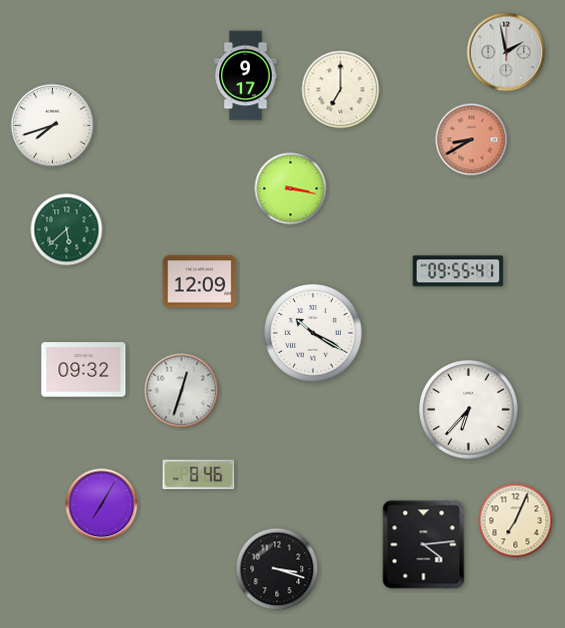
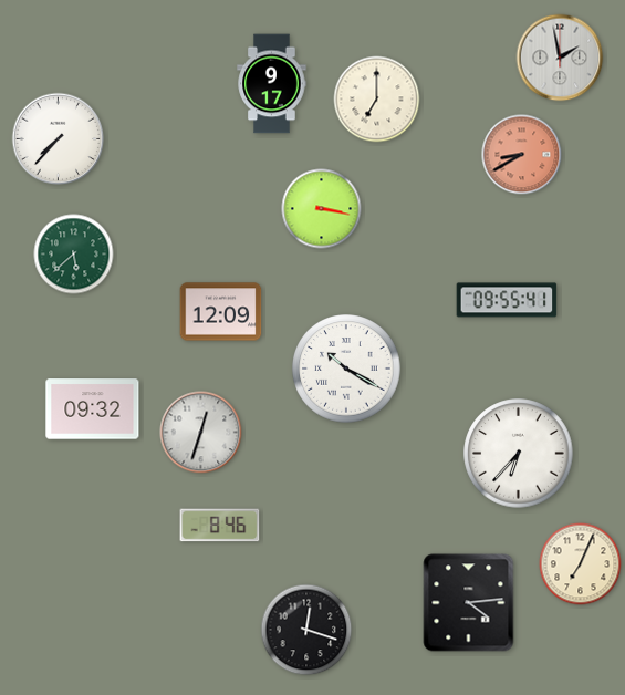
clock at (53, 126): 7:42 -> 7:37
clock at (102, 505): 7:05 -> none
clock at (516, 521) position: (516, 521) -> (581, 564)
clock at (277, 569): 3:18 -> 12:18
